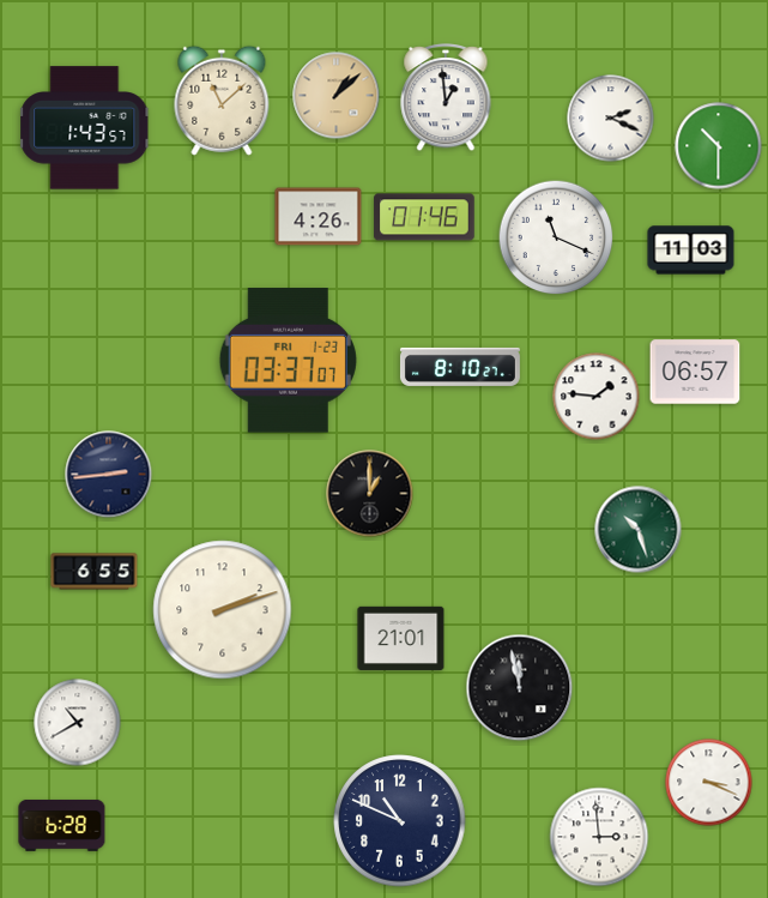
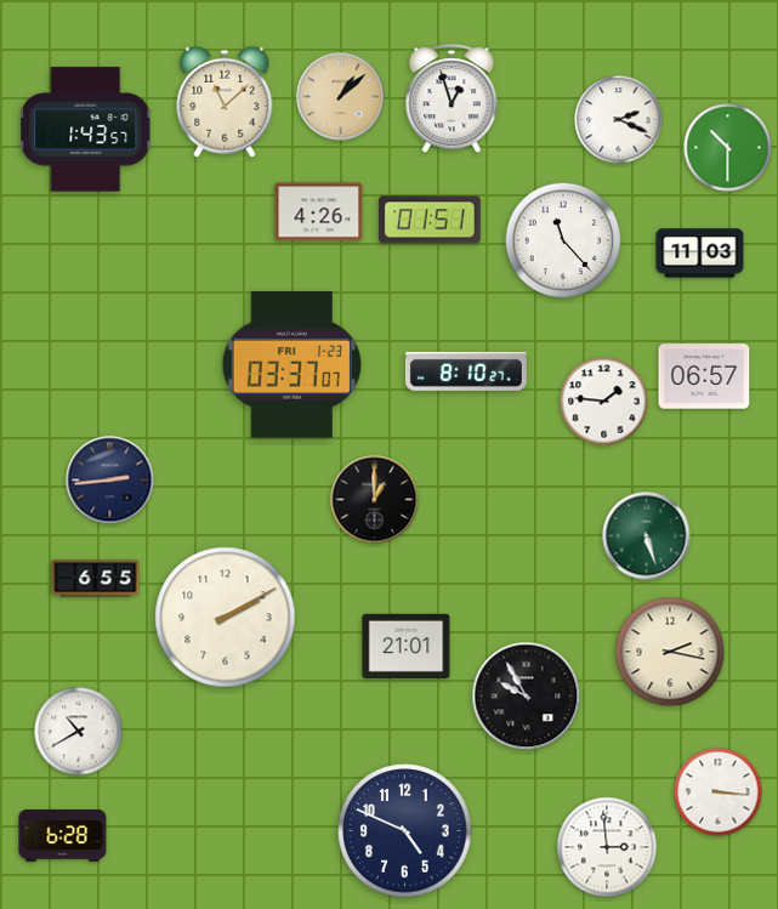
clock at (446, 97): 12:59 -> 12:57
clock at (319, 217) position: (319, 217) -> (319, 212)
clock at (424, 217): 01:46 -> 01:51
clock at (556, 237): 11:19 -> 11:23
clock at (639, 530): 10:27 -> 5:27
clock at (223, 610): 2:12 -> 2:10
clock at (670, 652): none -> 2:17
clock at (520, 688): 11:58 -> 9:55
clock at (709, 783): 3:19 -> 3:16
clock at (400, 821): 10:49 -> 4:49
